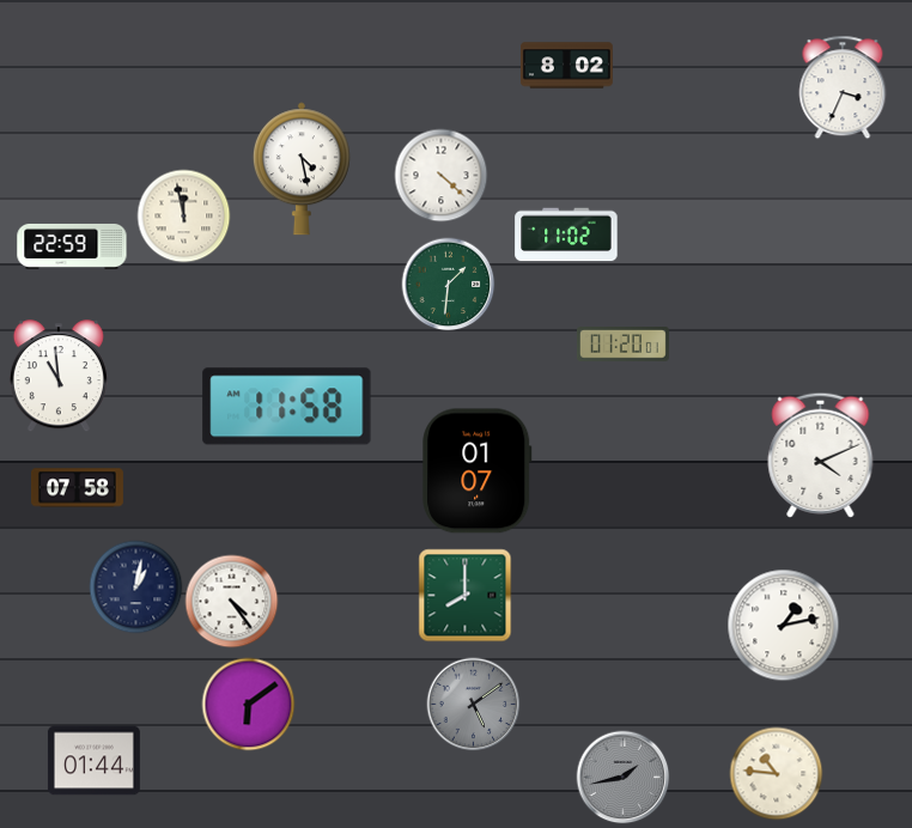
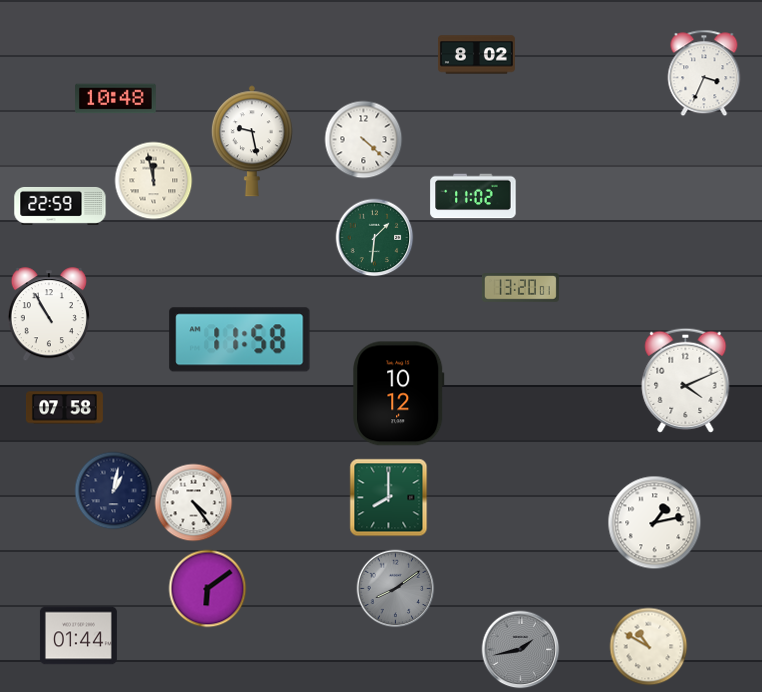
clock at (566, 66) position: (566, 66) -> (476, 55)
clock at (116, 99): none -> 10:48
clock at (302, 169): 4:28 -> 9:28
clock at (440, 175) position: (440, 175) -> (363, 139)
clock at (622, 345): 01:20 -> 13:20
clock at (59, 376): 10:59 -> 10:55
clock at (478, 471): 01:07 -> 10:12
clock at (473, 704): 5:09 -> 8:09
clock at (776, 773): 10:46 -> 10:50
